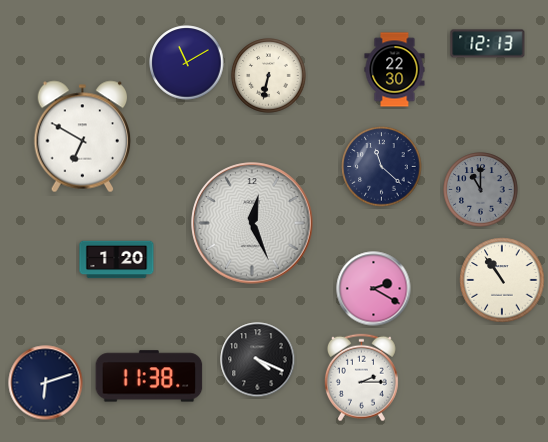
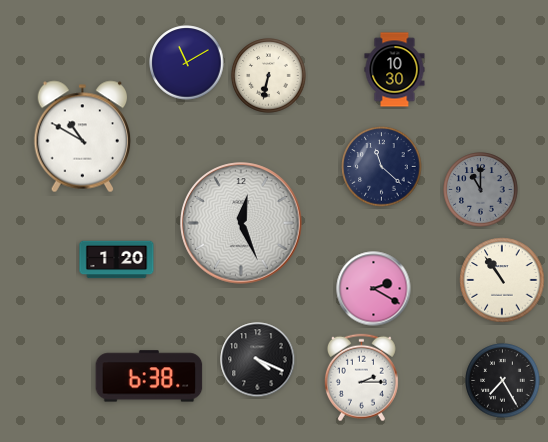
clock at (488, 44): 12:13 -> none
clock at (395, 70): 22:30 -> 10:30
clock at (83, 137): 6:50 -> 10:50
clock at (252, 223) position: (252, 223) -> (241, 223)
clock at (149, 376): 11:38 -> 6:38
clock at (503, 381): none -> 7:25
clock at (46, 383): 6:12 -> none
